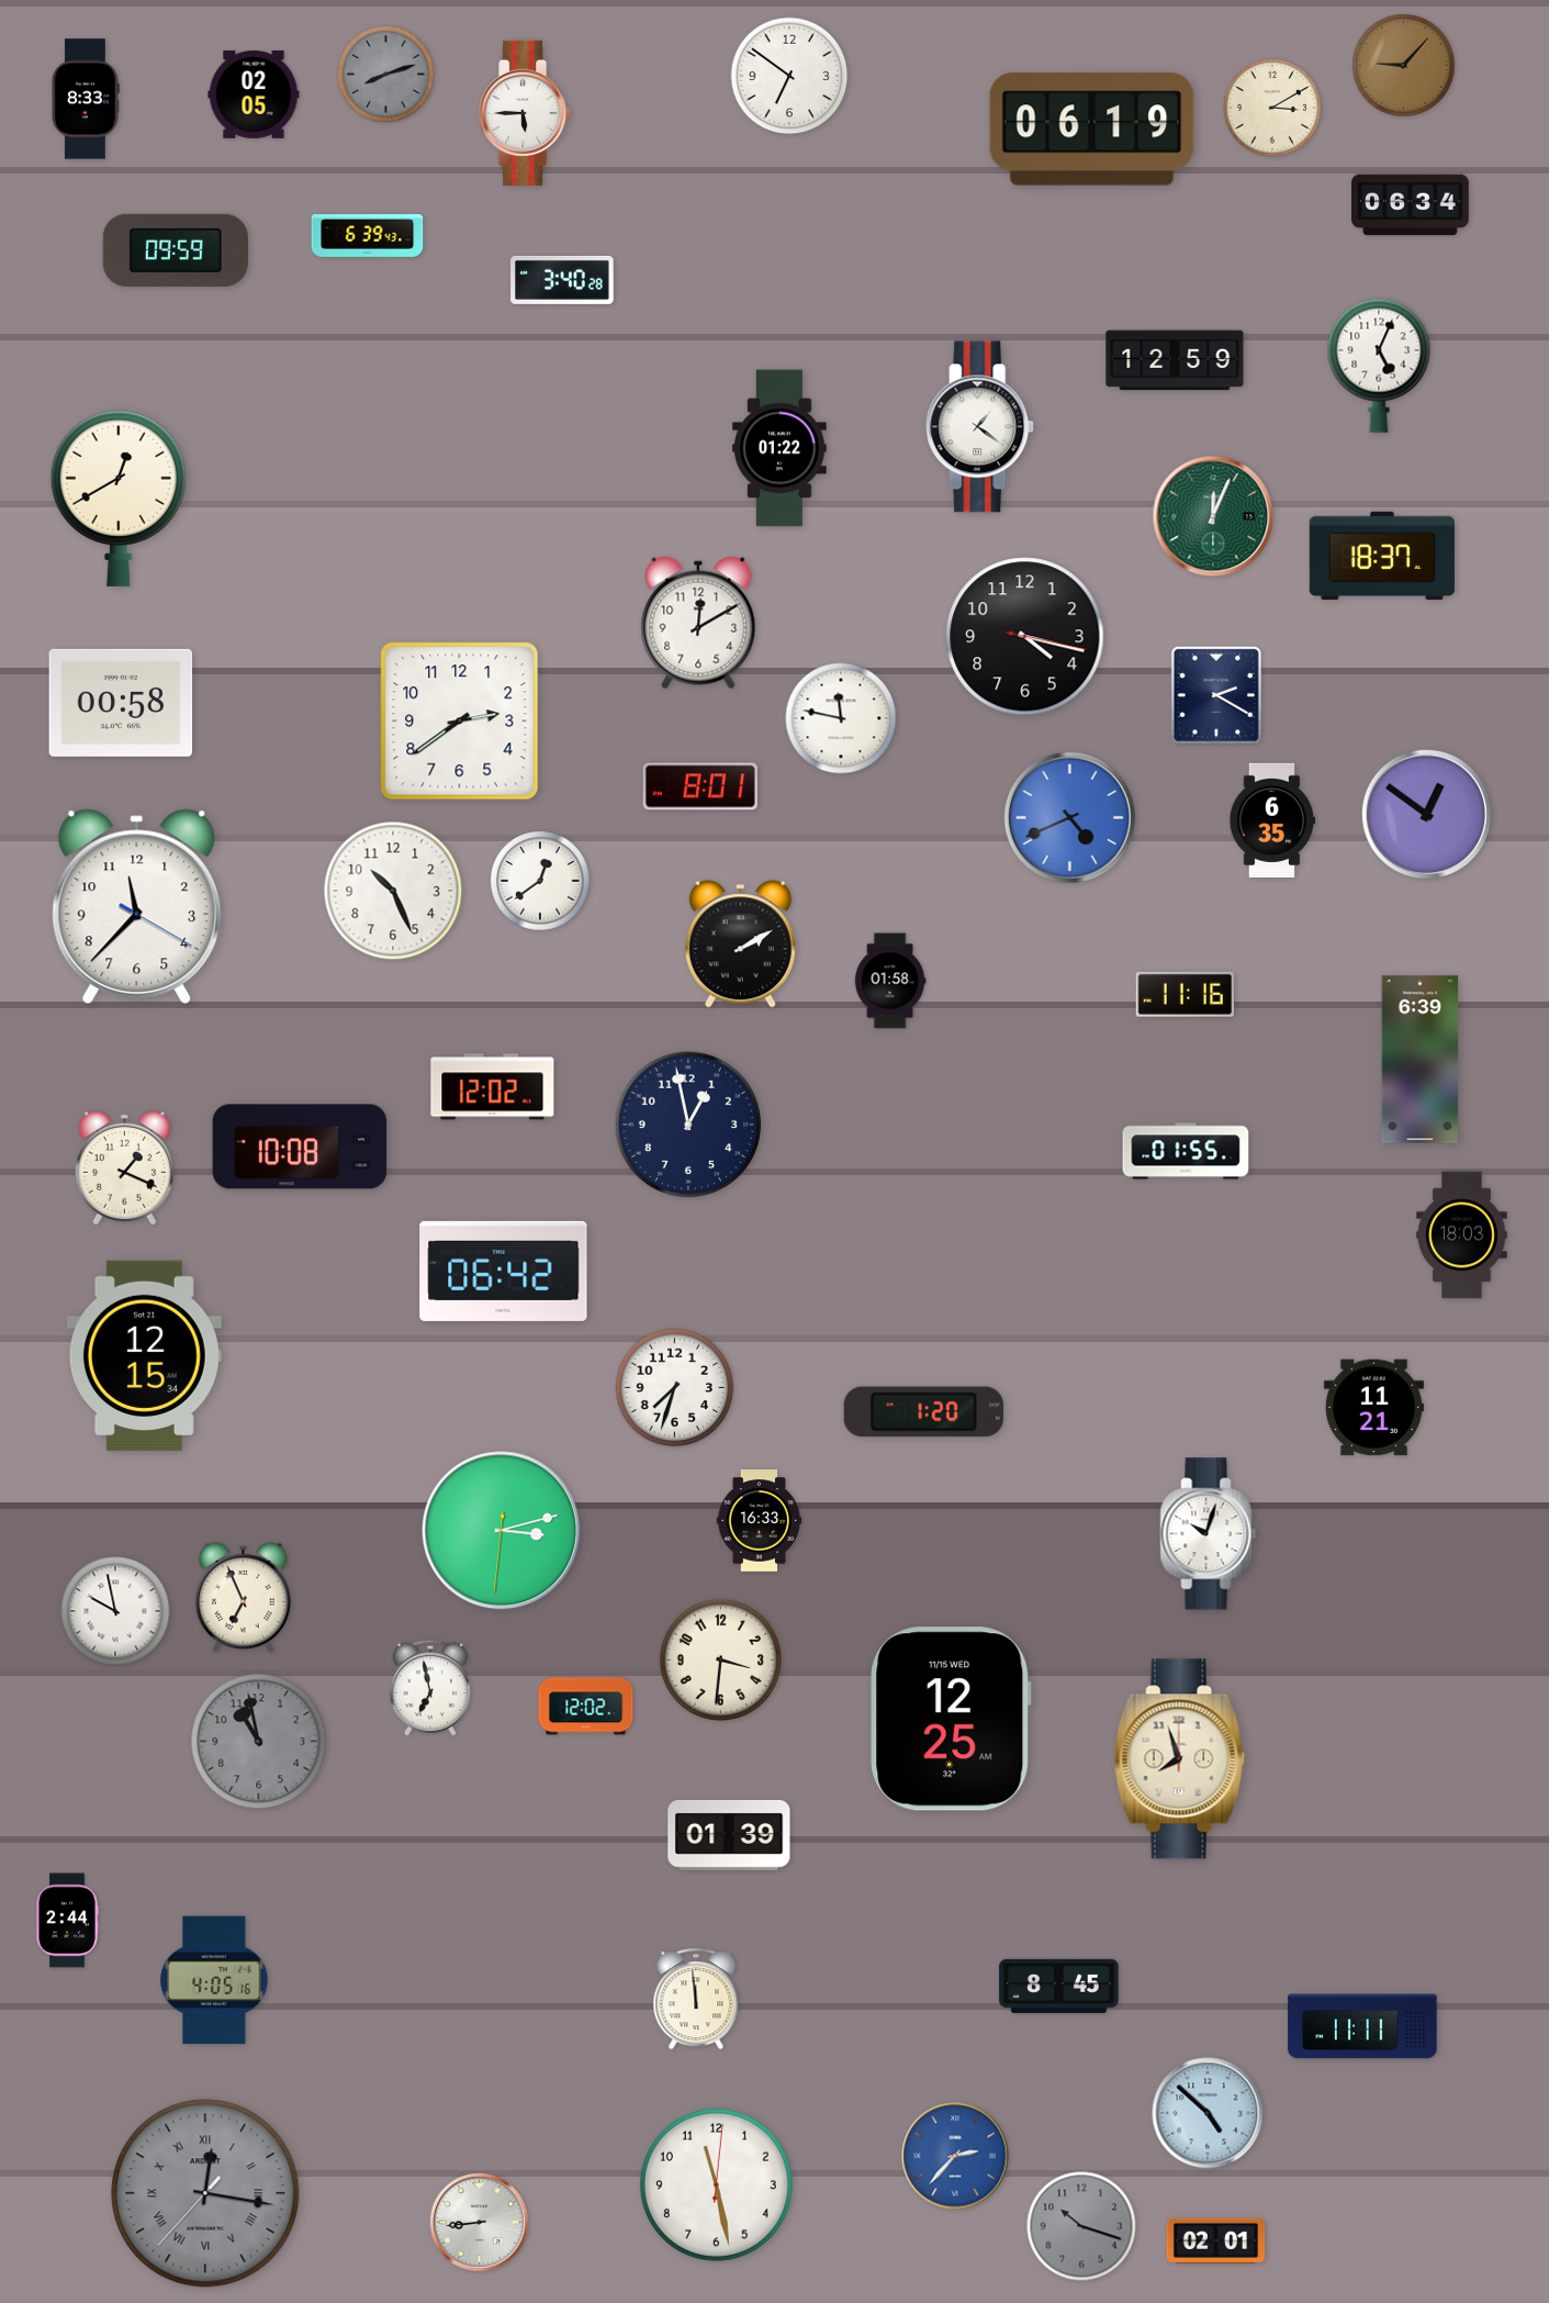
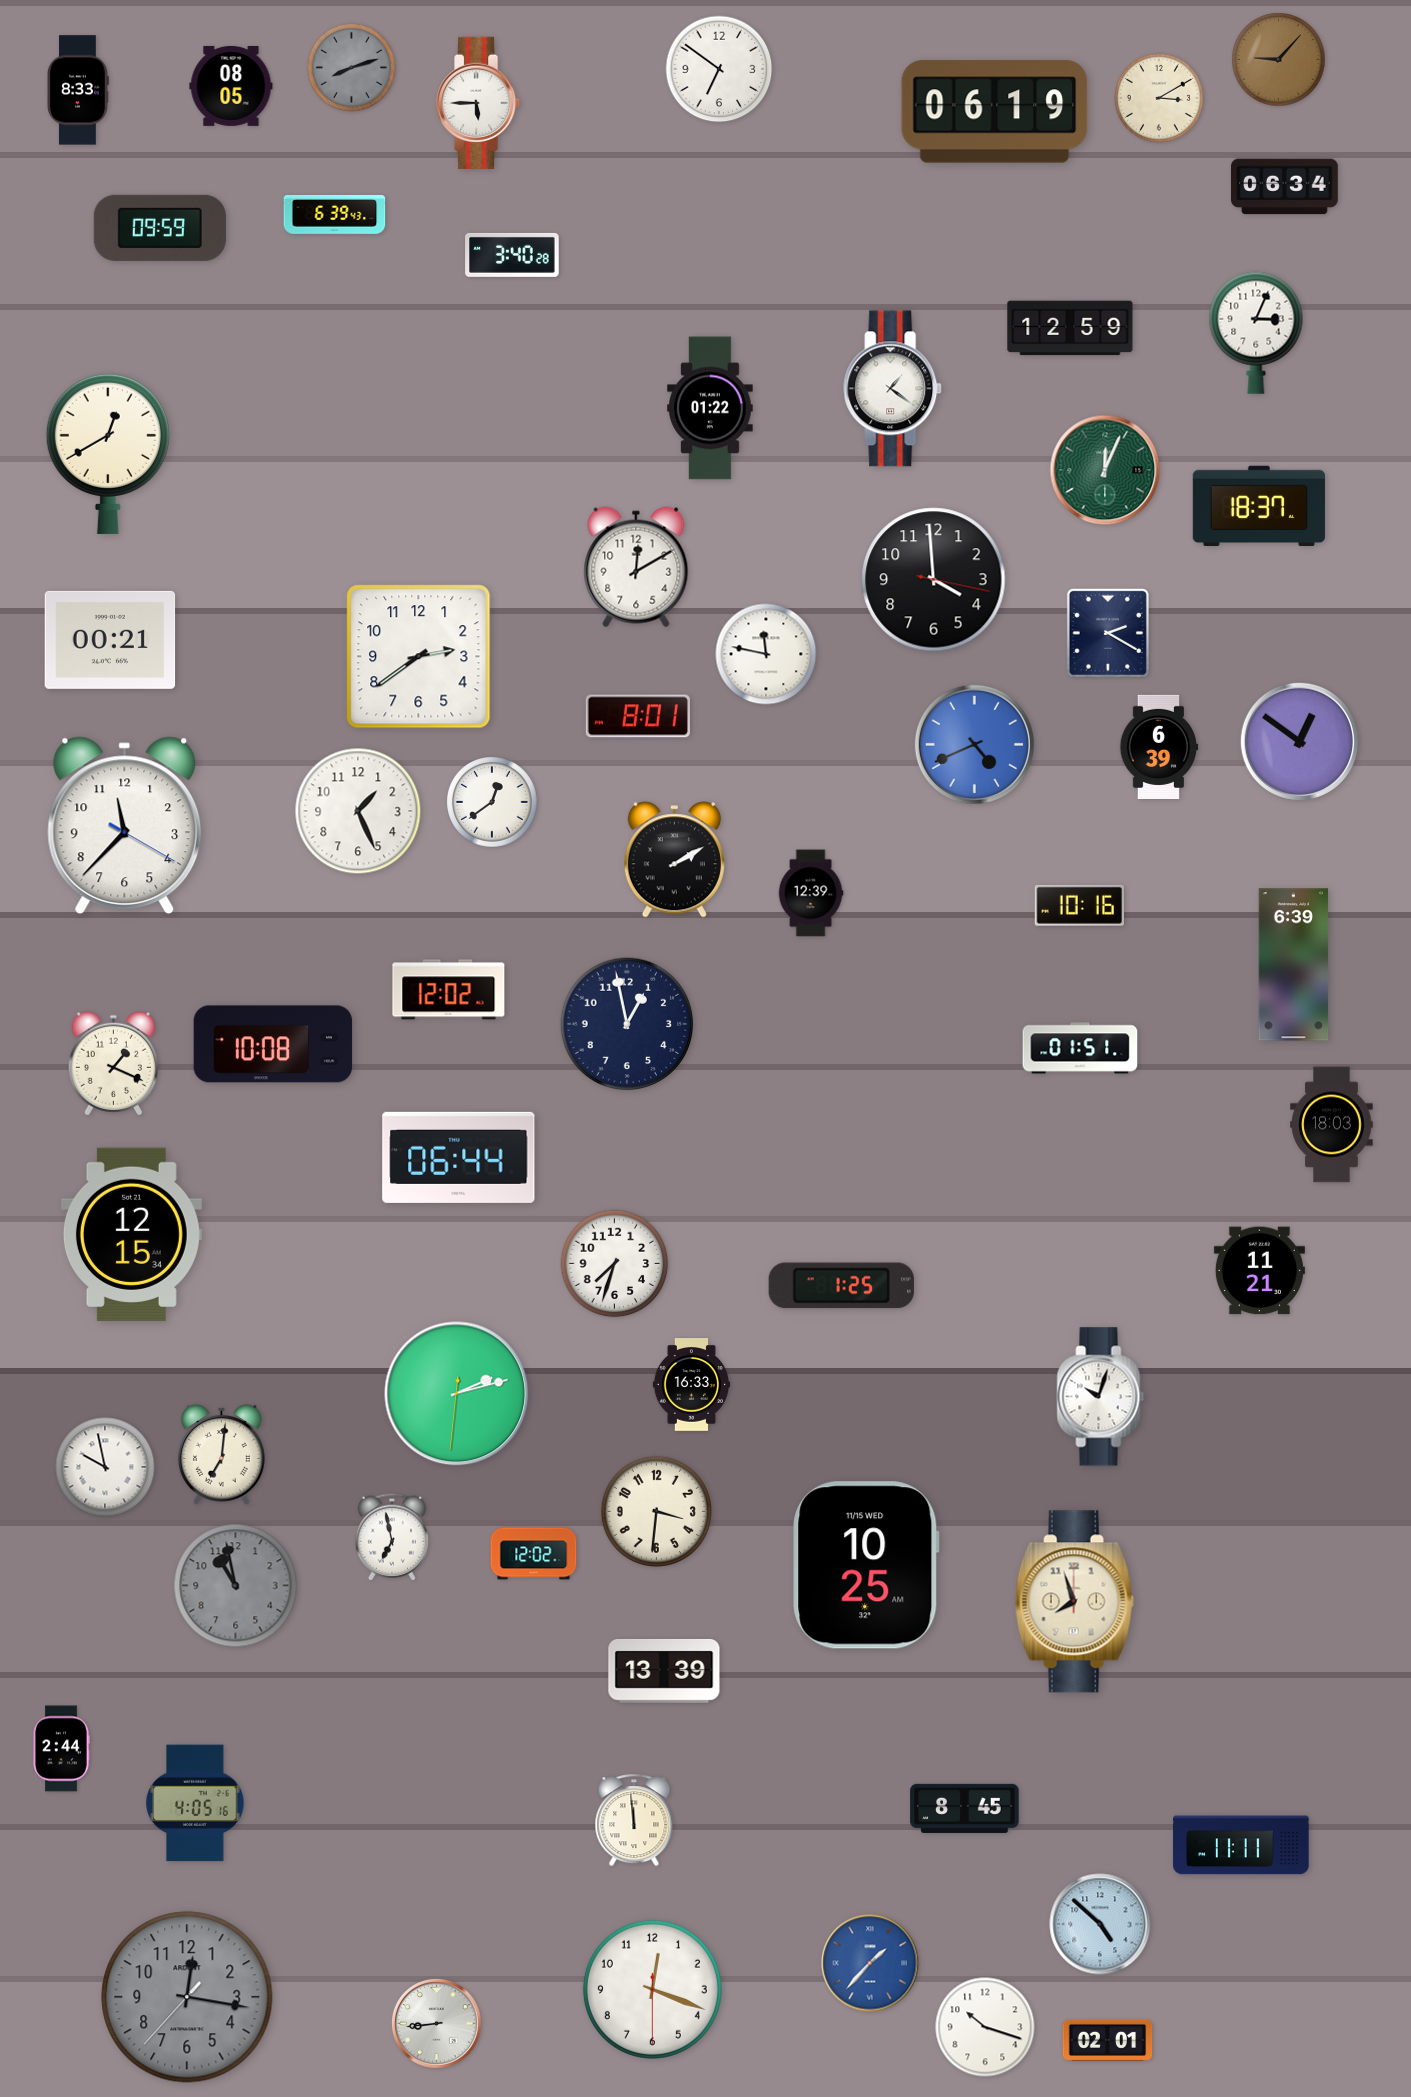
clock at (254, 94): 02:05 -> 08:05
clock at (1092, 130) position: (1092, 130) -> (995, 112)
clock at (1379, 366): 5:04 -> 3:04
clock at (1025, 637): 4:17 -> 3:59
clock at (121, 703): 00:58 -> 00:21
clock at (1272, 820): 6:35 -> 6:39
clock at (393, 891): 10:26 -> 1:26
clock at (890, 981): 01:58 -> 12:39
clock at (1185, 994): 11:16 -> 10:16
clock at (1186, 1151): 01:55 -> 01:51
clock at (504, 1271): 06:42 -> 06:44
clock at (1373, 1408) position: (1373, 1408) -> (1259, 1271)
clock at (923, 1412): 1:20 -> 1:25
clock at (502, 1531): 3:12 -> 2:12
clock at (244, 1598): 6:56 -> 7:01
clock at (951, 1719): 12:25 -> 10:25
clock at (729, 1835): 01:39 -> 13:39
clock at (955, 2156): 2:37 -> 1:37
clock at (716, 2184): 11:28 -> 12:18
clock at (205, 2193) numerals: Roman -> Arabic
clock at (1081, 2226) dial: grey -> white
